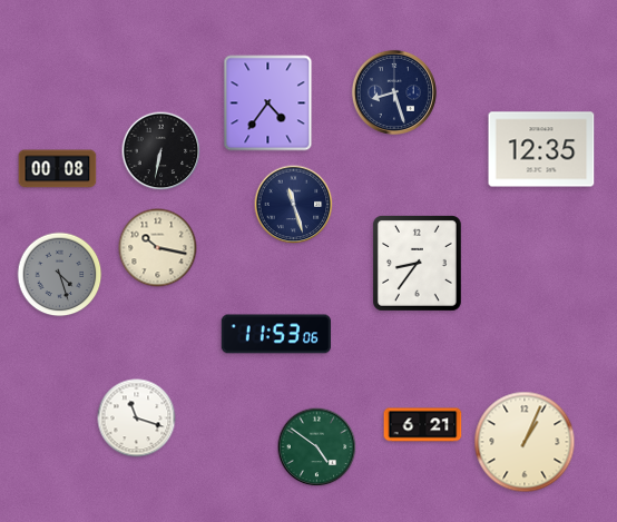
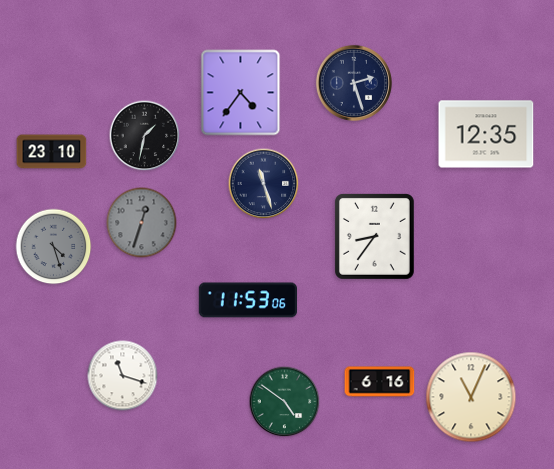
clock at (394, 92): 8:27 -> 2:27
clock at (161, 151): 6:32 -> 1:32
clock at (58, 169): 00:08 -> 23:10
clock at (158, 248): 10:17 -> 12:33
clock at (158, 248) dial: cream -> grey
clock at (423, 425): 6:21 -> 6:16
clock at (525, 442): 1:04 -> 11:04
